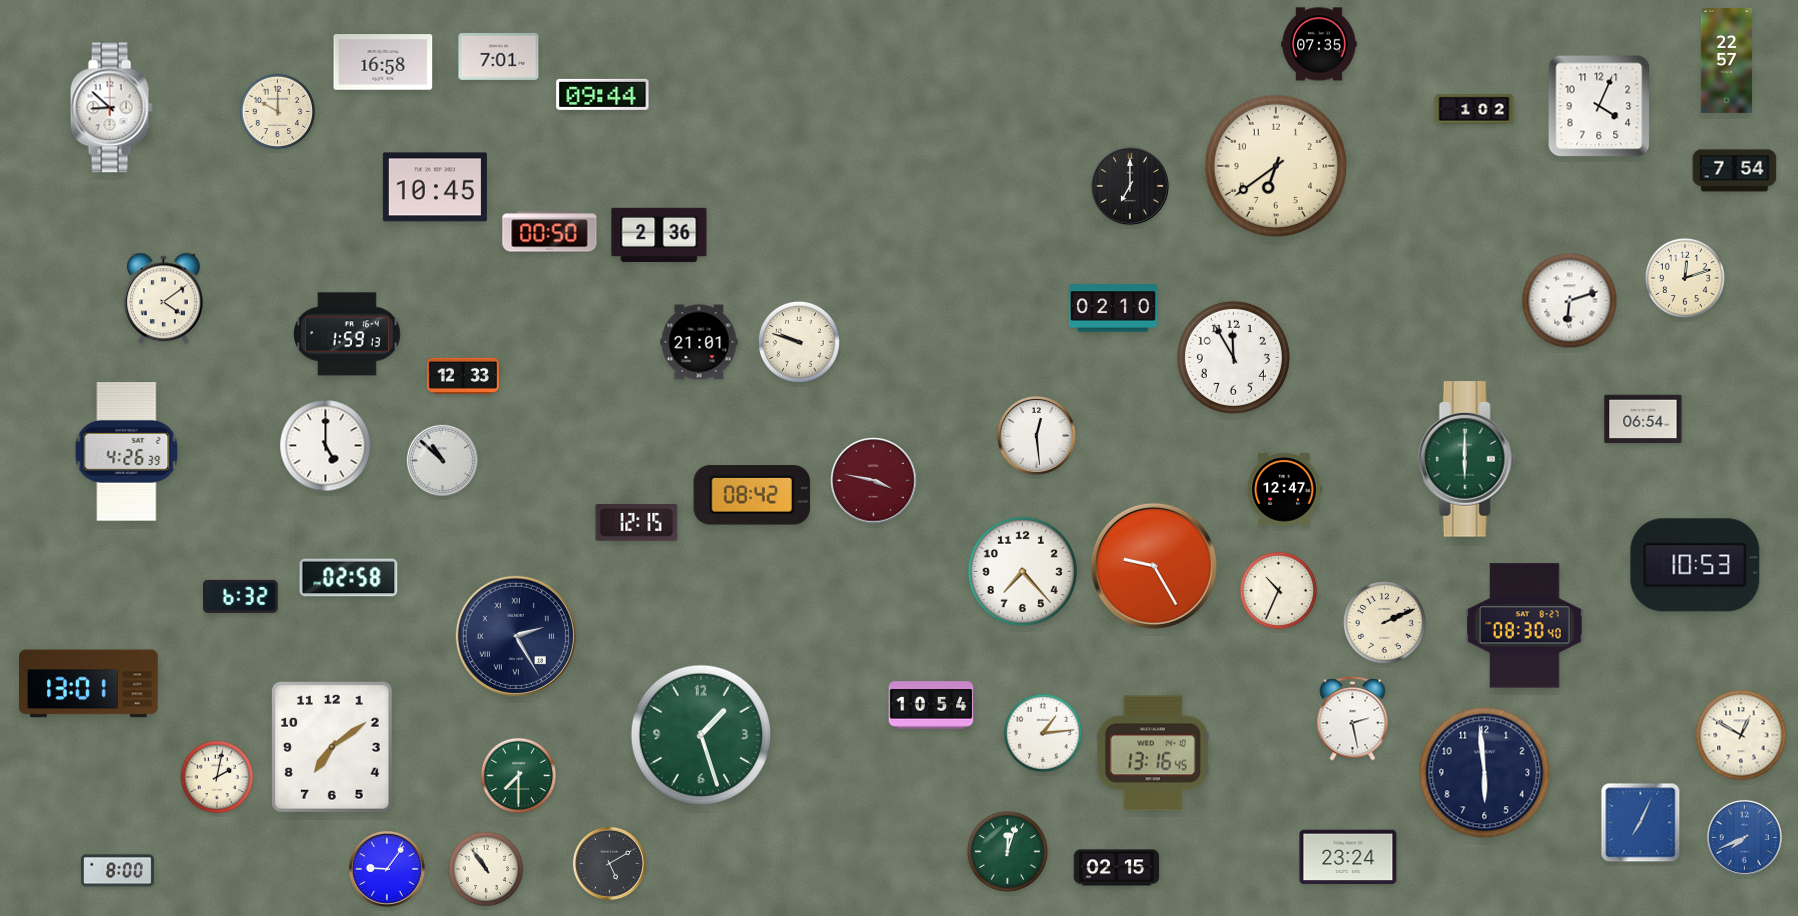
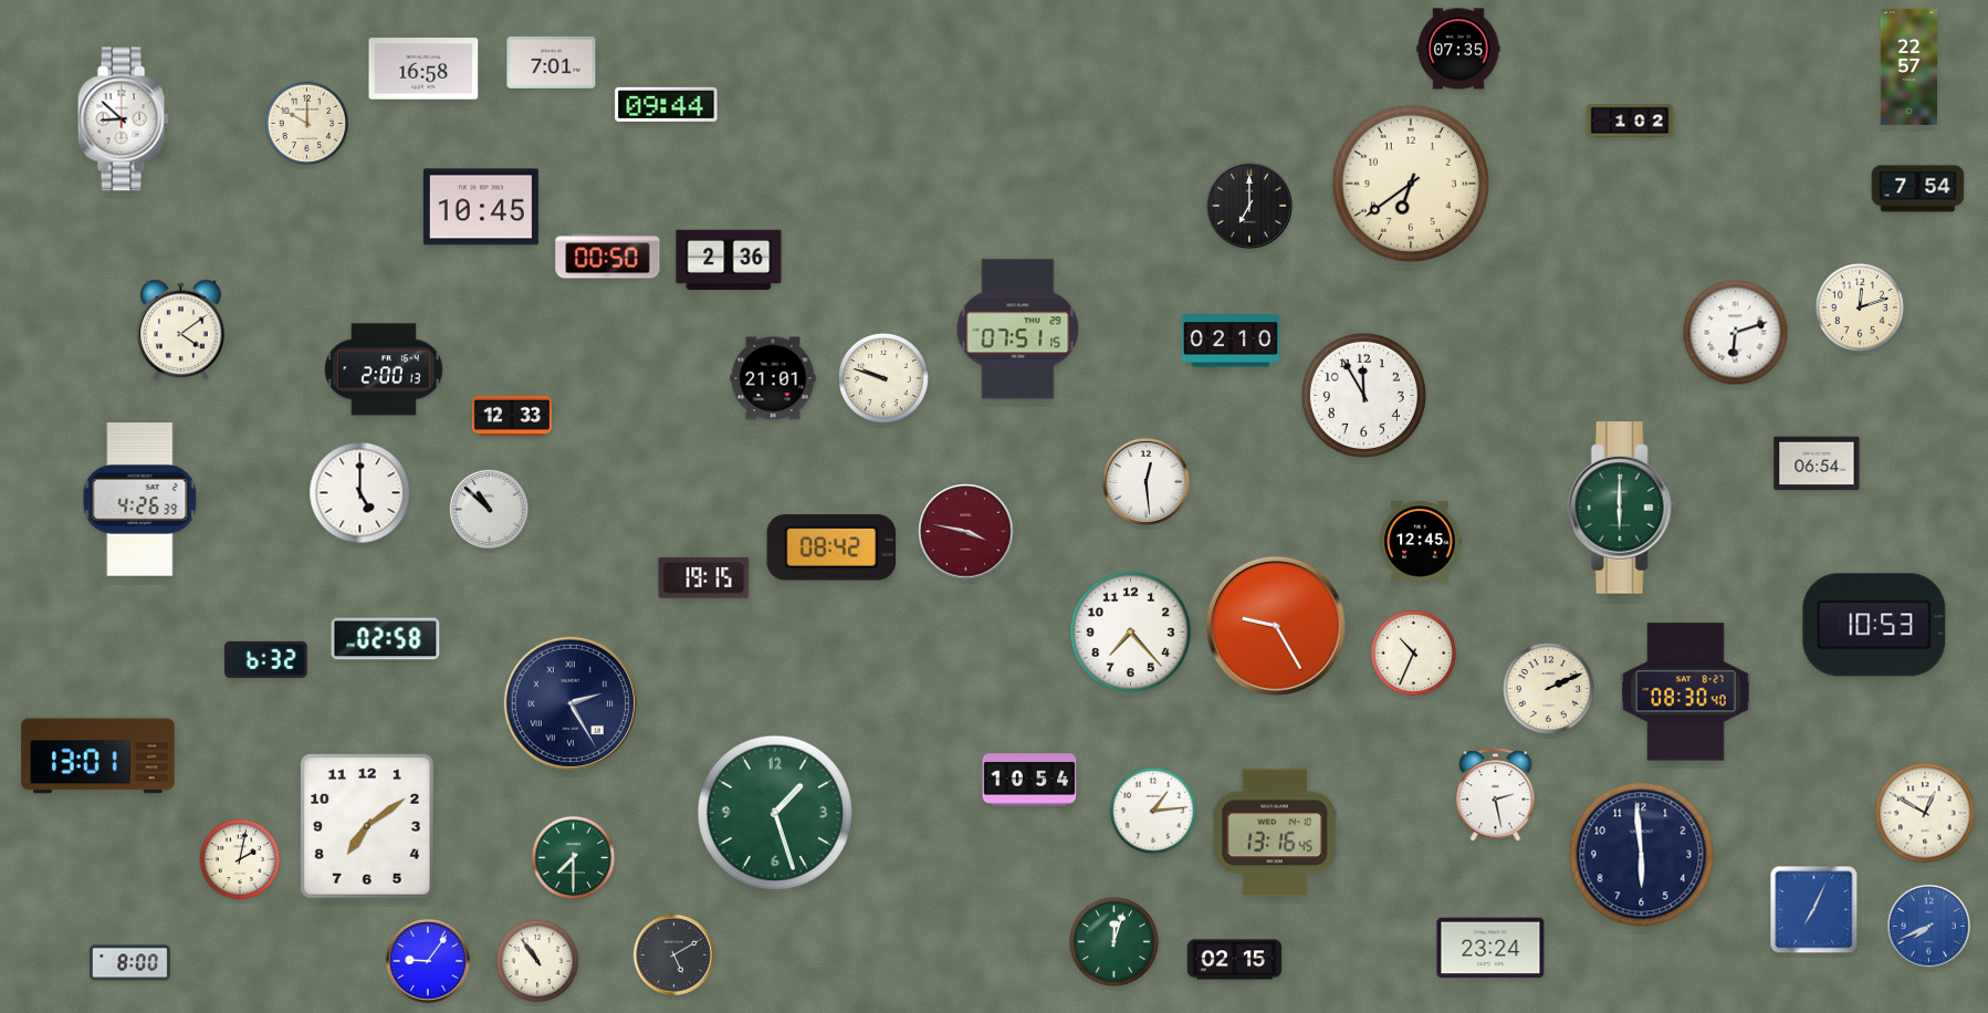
clock at (1599, 106): 4:04 -> none
clock at (1685, 278) position: (1685, 278) -> (1860, 307)
clock at (1018, 330): none -> 07:51
clock at (348, 334): 1:59 -> 2:00
clock at (1284, 490): 12:47 -> 12:45
clock at (637, 523): 12:15 -> 19:15
clock at (1384, 622) position: (1384, 622) -> (1548, 688)
